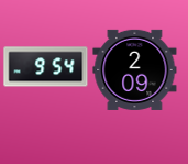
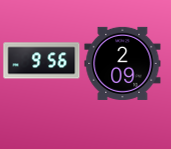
clock at (46, 67): 9:54 -> 9:56
